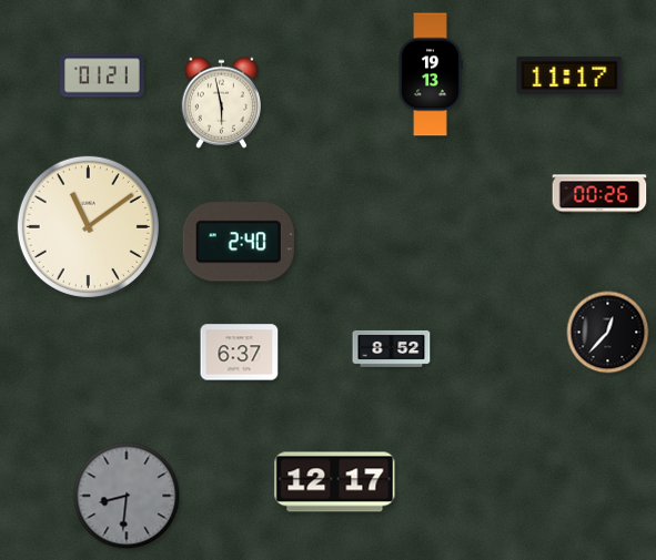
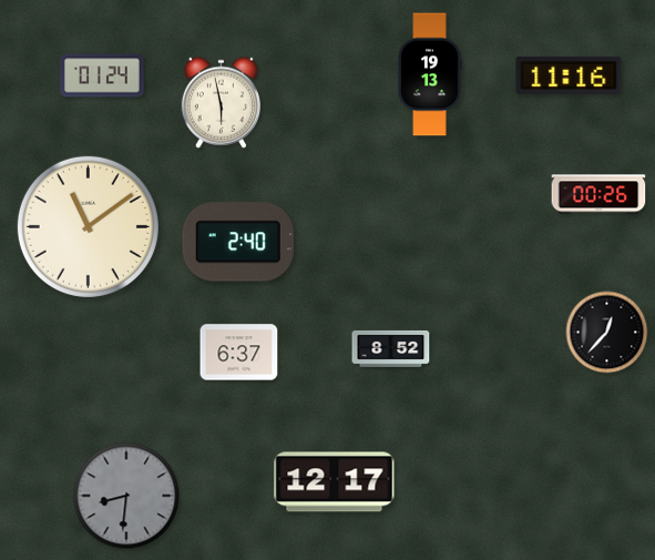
clock at (103, 75): 01:21 -> 01:24
clock at (569, 75): 11:17 -> 11:16
